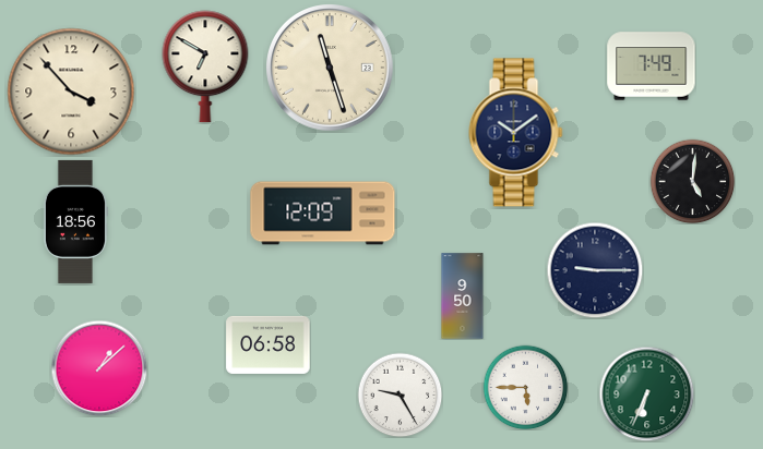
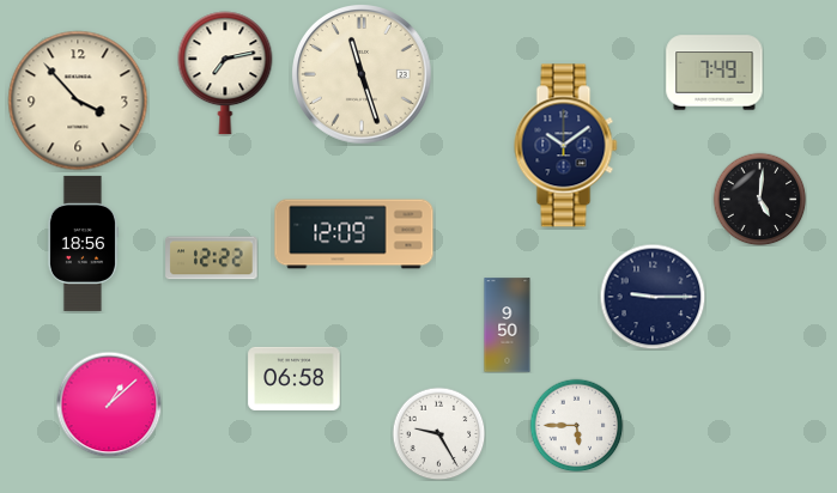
clock at (205, 66): 6:50 -> 7:13
clock at (212, 258): none -> 12:22
clock at (646, 393): 6:34 -> none
